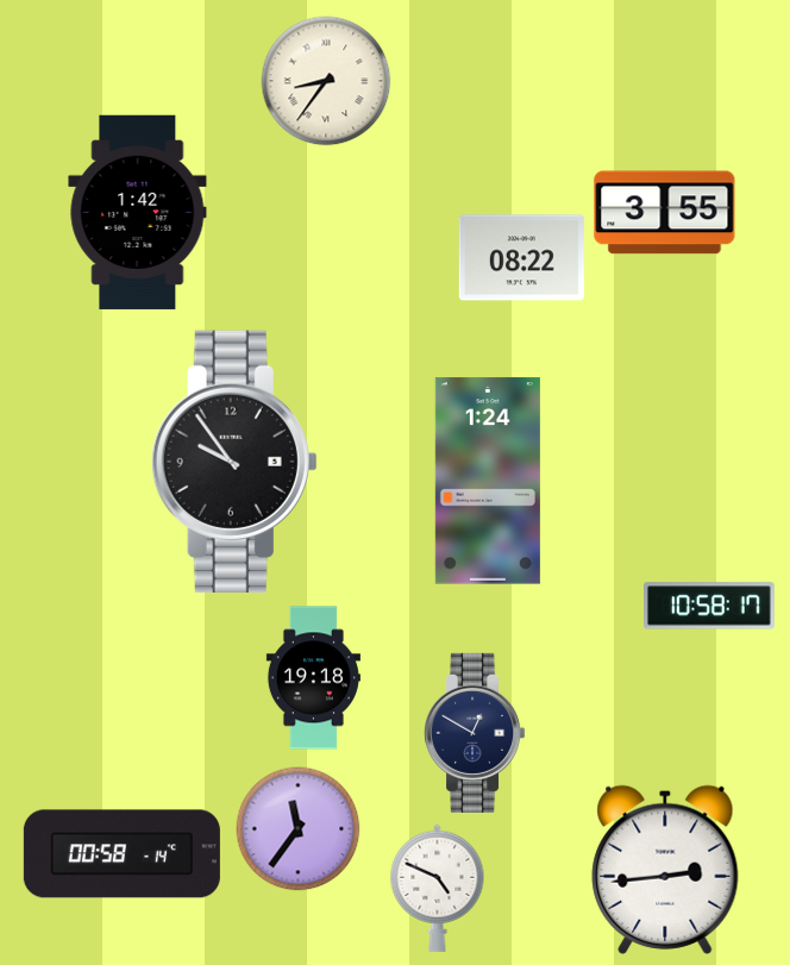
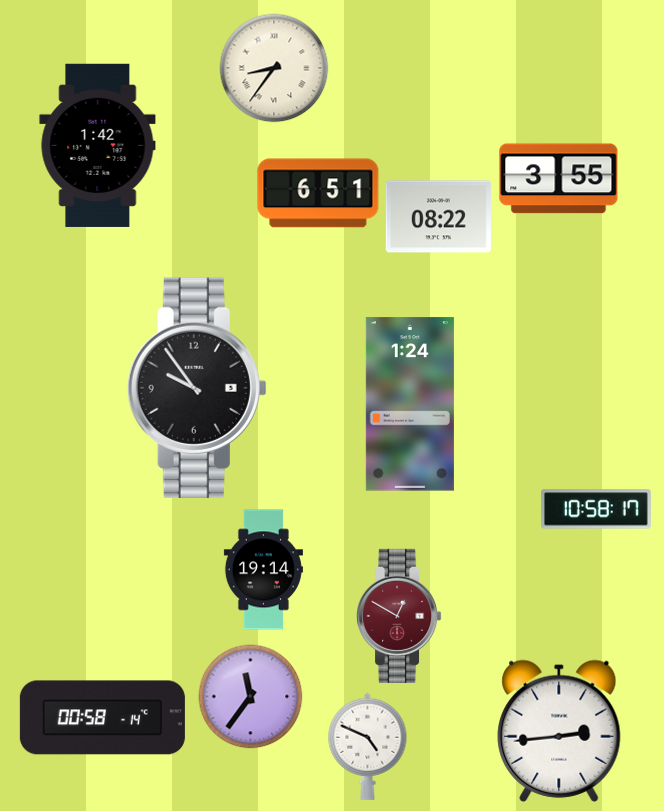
clock at (138, 212) position: (138, 212) -> (98, 145)
clock at (318, 193): none -> 6:51
clock at (313, 678): 19:18 -> 19:14
clock at (476, 733) dial: navy -> burgundy
